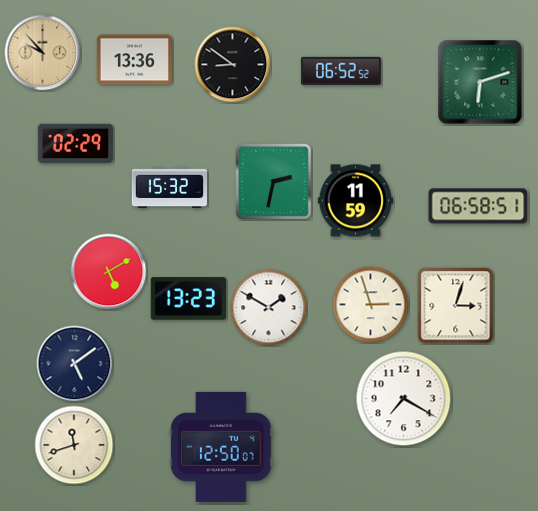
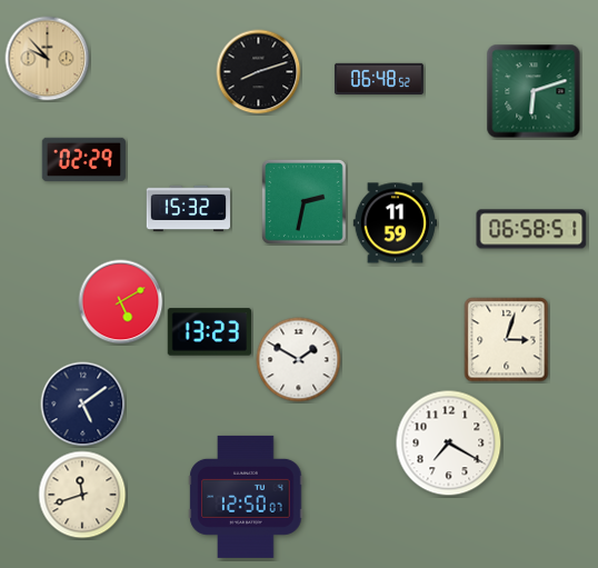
clock at (134, 60): 13:36 -> none
clock at (233, 65): 8:51 -> 8:12
clock at (341, 70): 06:52 -> 06:48
clock at (371, 305): 2:57 -> none
clock at (269, 308) position: (269, 308) -> (299, 360)
